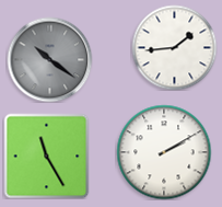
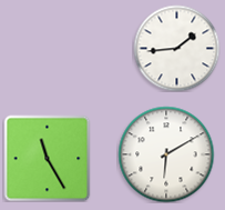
clock at (49, 59): 10:21 -> none
clock at (164, 152): 2:10 -> 6:10
